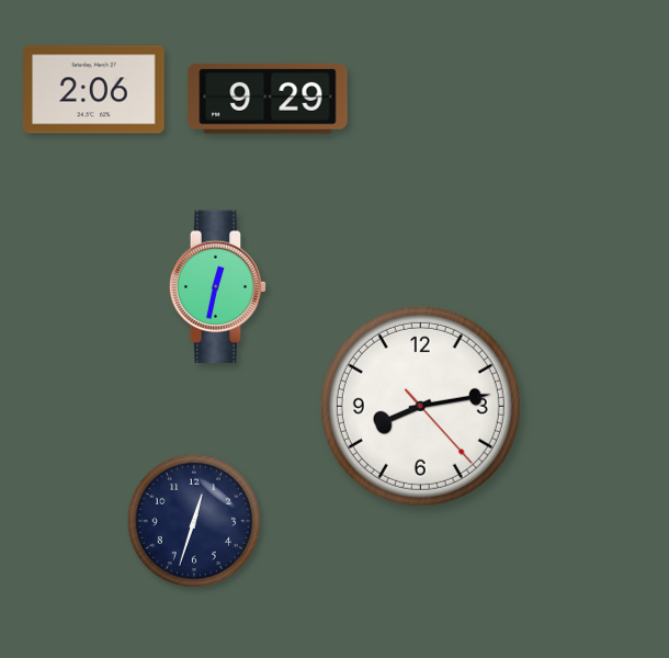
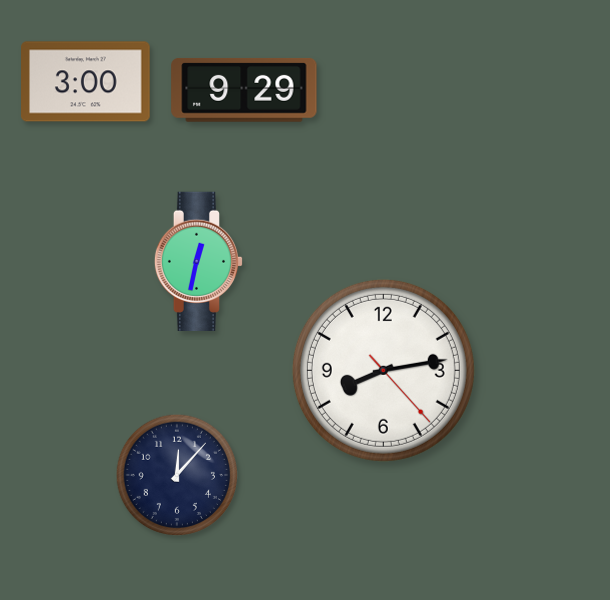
clock at (94, 90): 2:06 -> 3:00
clock at (193, 520): 12:33 -> 12:07
